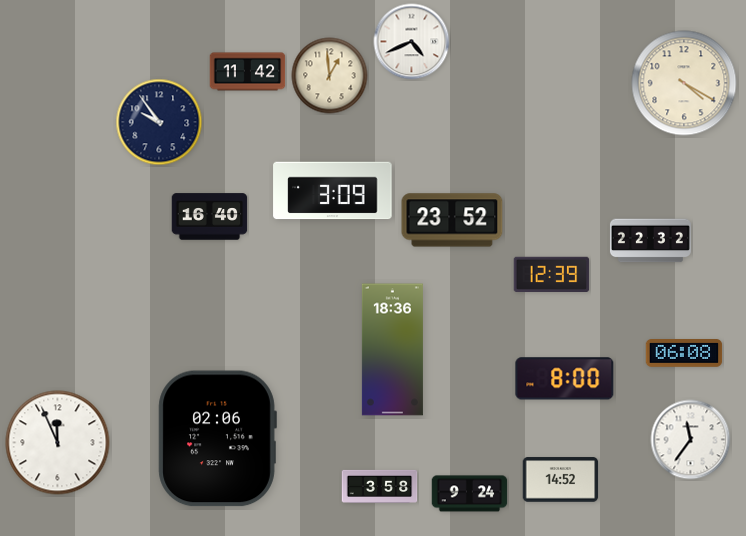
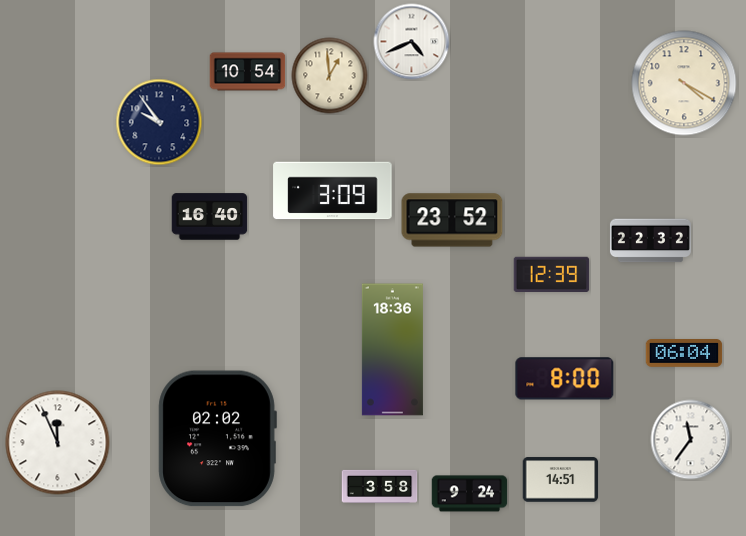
clock at (248, 72): 11:42 -> 10:54
clock at (684, 353): 06:08 -> 06:04
clock at (217, 439): 02:06 -> 02:02
clock at (561, 480): 14:52 -> 14:51
